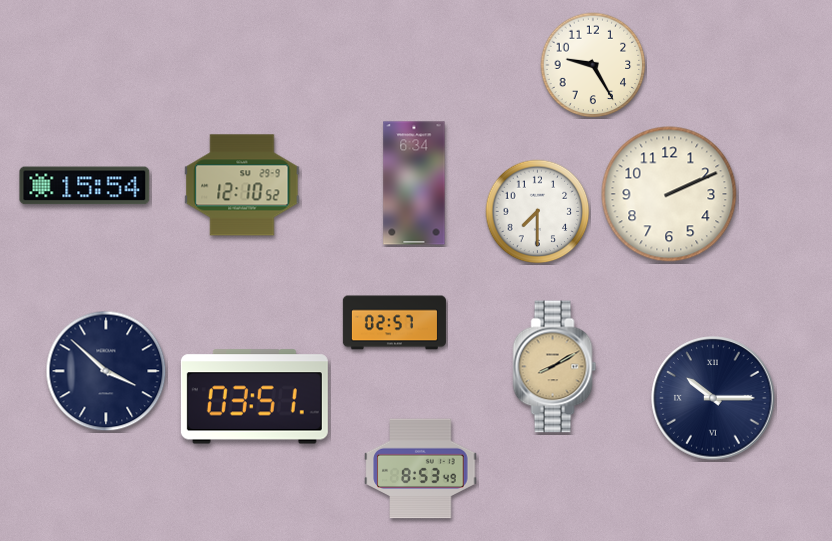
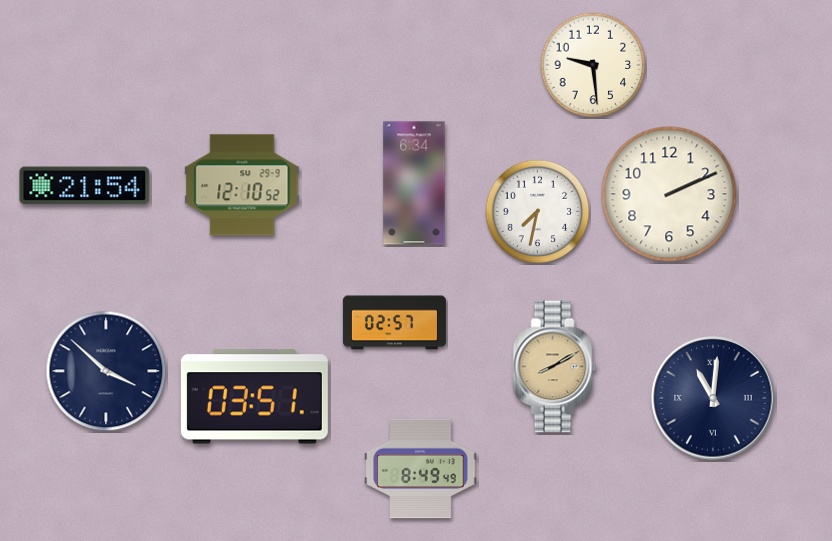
clock at (593, 65): 9:25 -> 9:29
clock at (85, 186): 15:54 -> 21:54
clock at (538, 212): 7:30 -> 7:32
clock at (713, 398): 10:15 -> 11:01
clock at (421, 469): 8:53 -> 8:49
